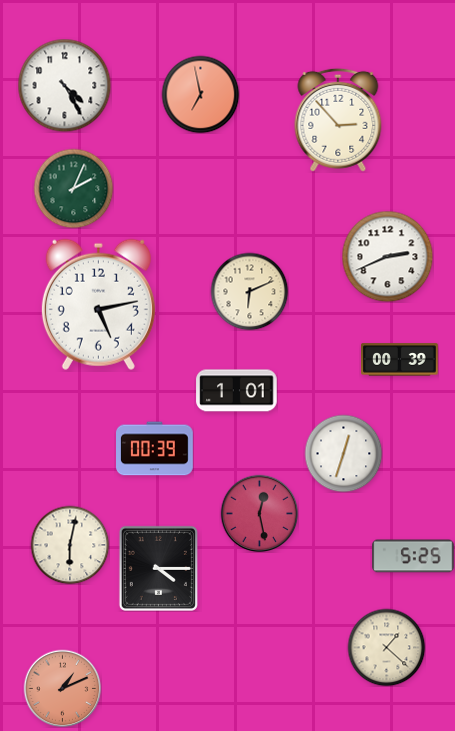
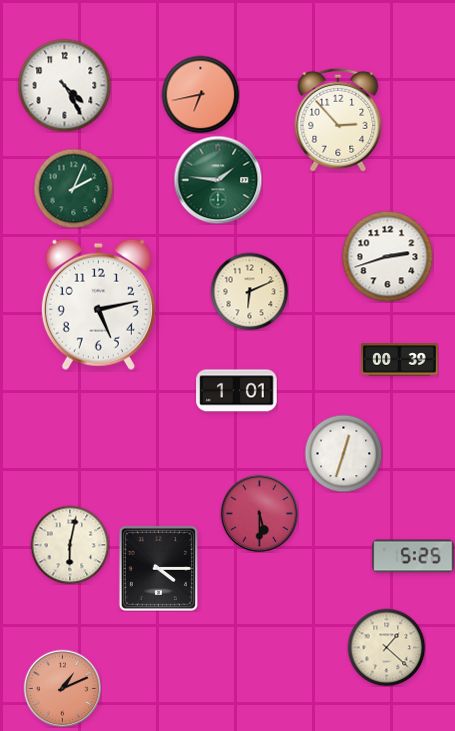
clock at (200, 94): 6:58 -> 6:43
clock at (218, 180): none -> 1:46
clock at (387, 256): 2:41 -> 2:42
clock at (155, 449): 00:39 -> none
clock at (259, 513): 12:28 -> 5:30
